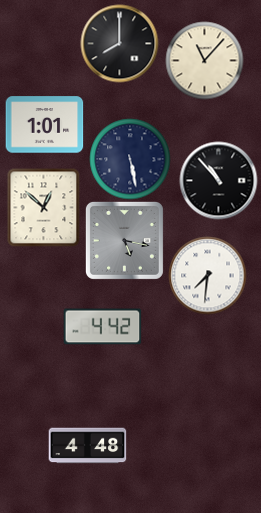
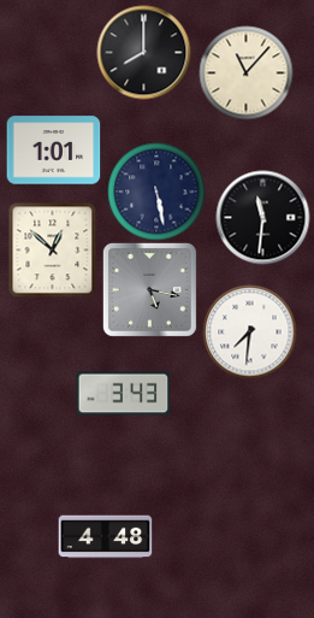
clock at (218, 180): 10:53 -> 11:31
clock at (102, 327): 4:42 -> 3:43
